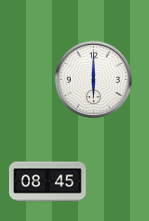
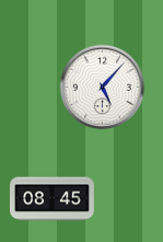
clock at (93, 79): 6:00 -> 5:07
